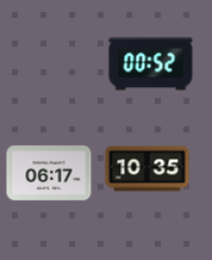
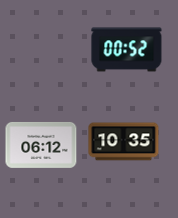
clock at (151, 64) position: (151, 64) -> (127, 50)
clock at (49, 173): 06:17 -> 06:12
